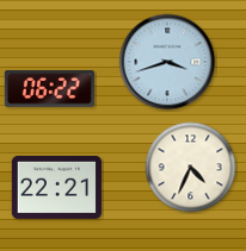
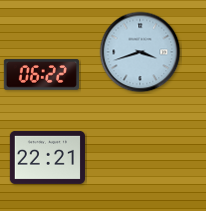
clock at (191, 168): 4:34 -> none
